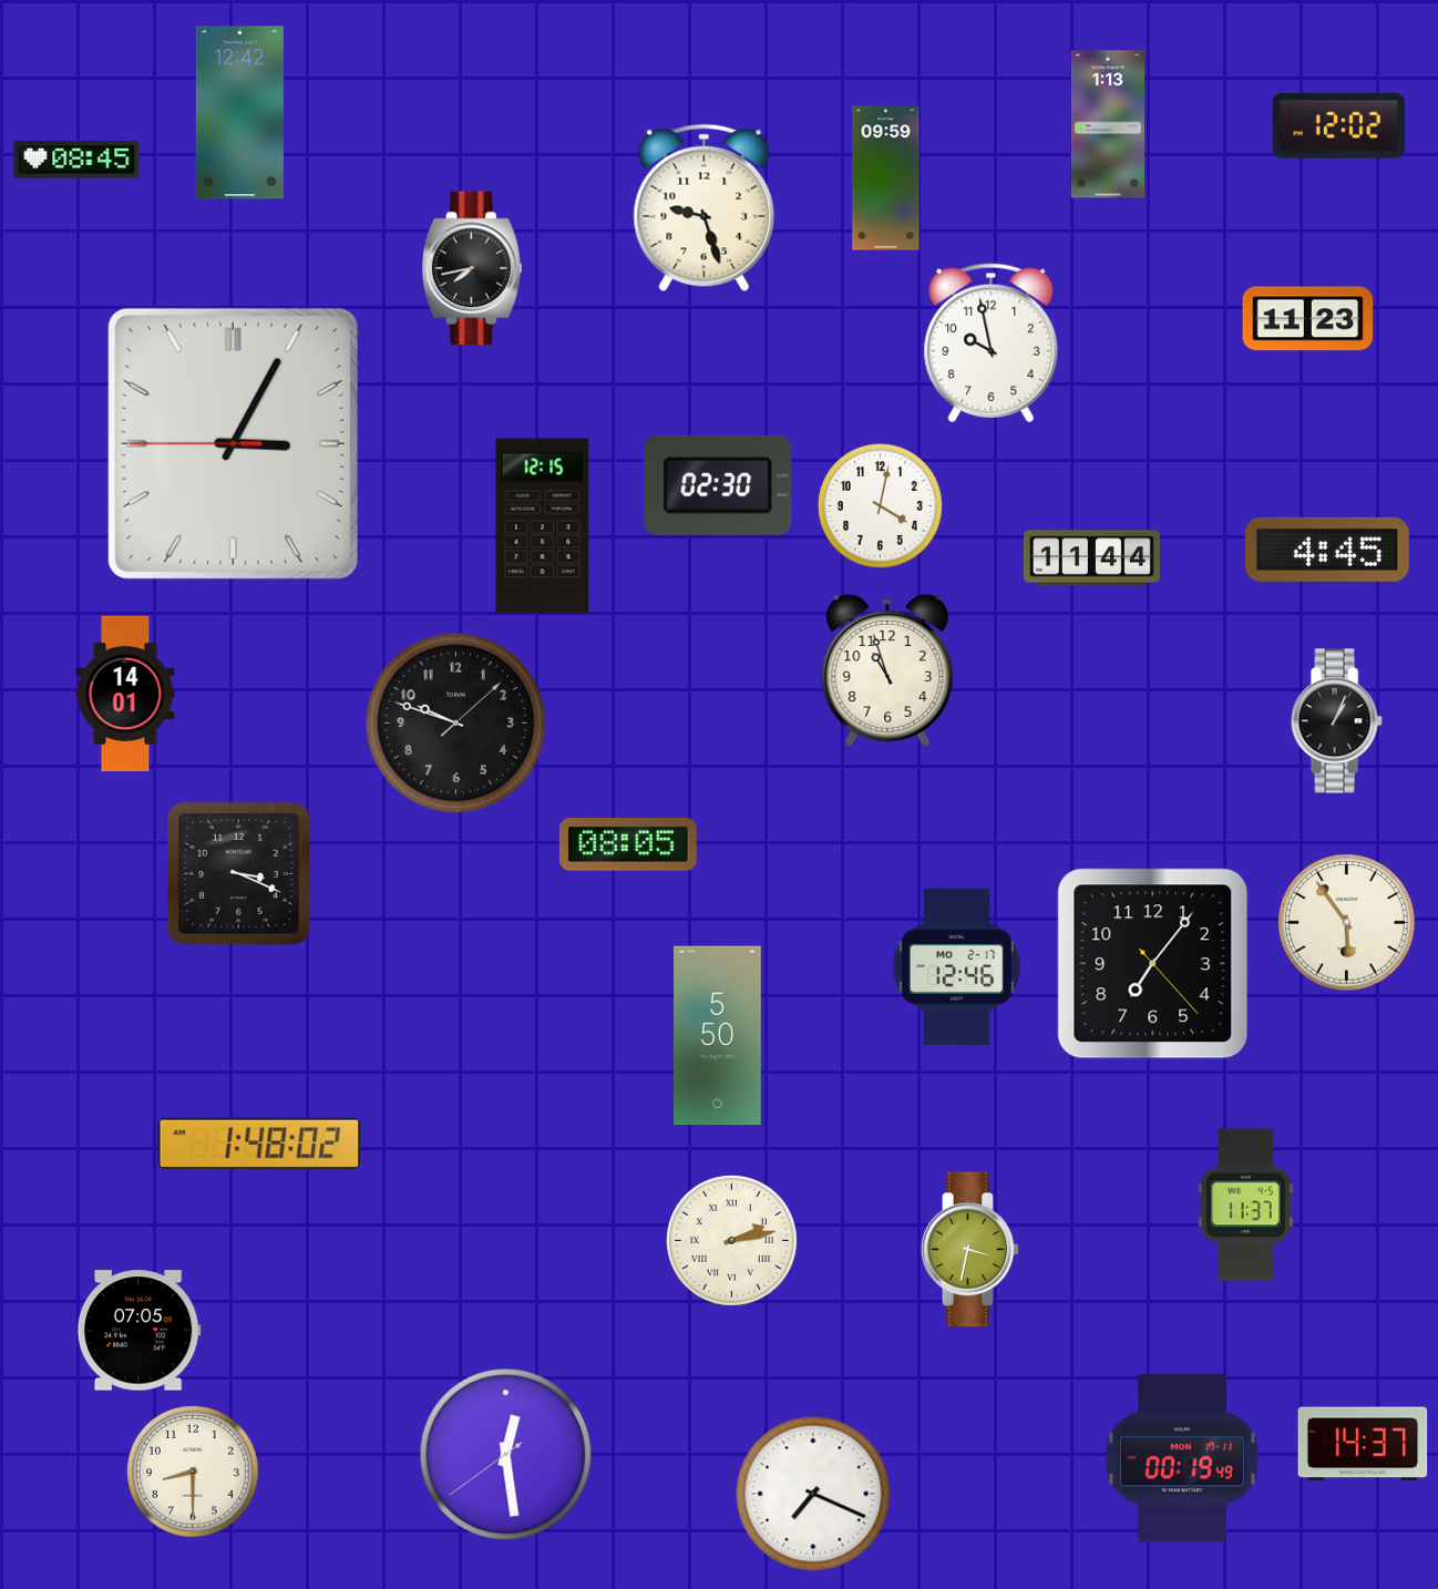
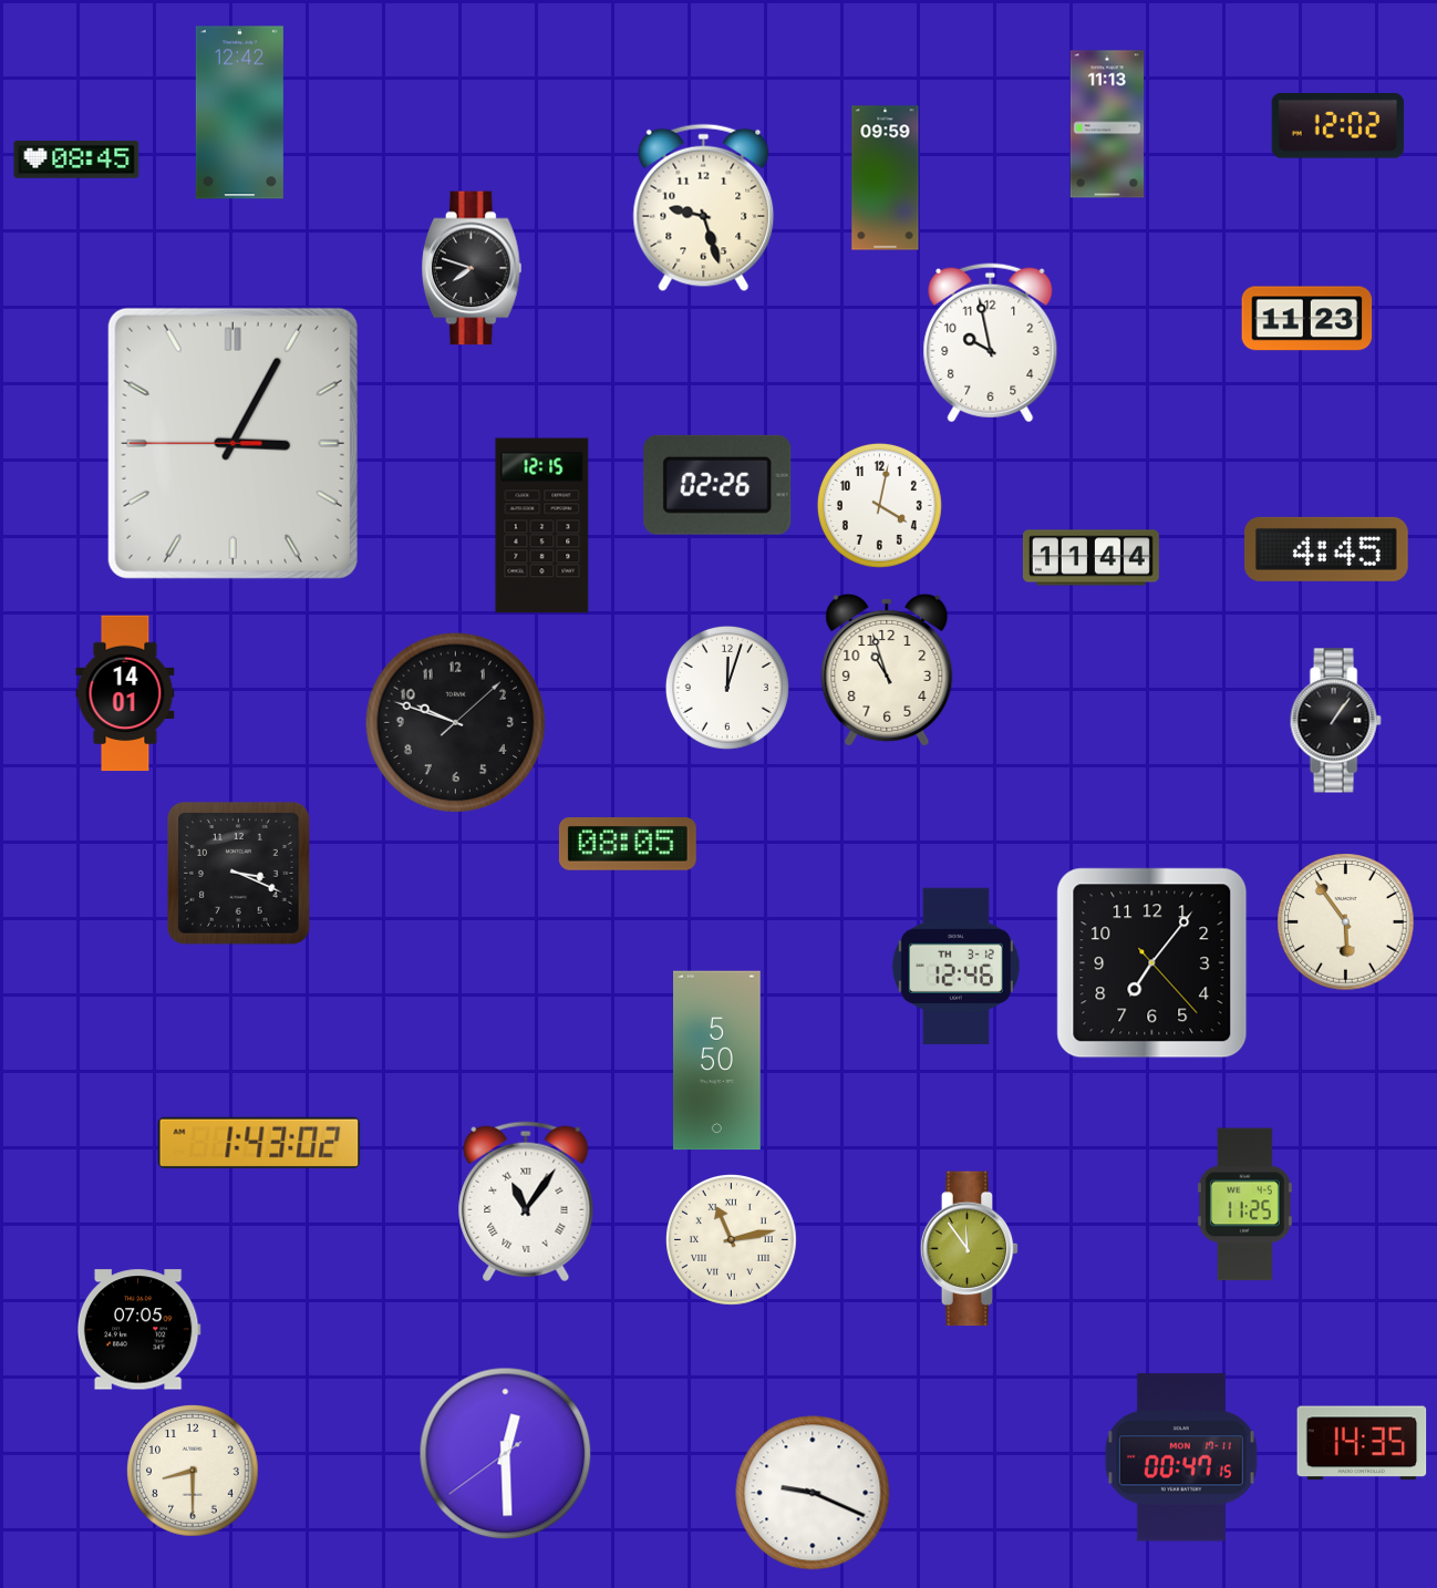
clock at (1108, 124): 1:13 -> 11:13
clock at (473, 268): 7:43 -> 7:48
clock at (718, 485): 02:30 -> 02:26
clock at (727, 688): none -> 12:03
clock at (1336, 721): 1:04 -> 1:06
clock at (956, 966) date: MO 2-17 -> TH 3-12
clock at (718, 1036) position: (718, 1036) -> (717, 1061)
clock at (259, 1142): 1:48 -> 1:43
clock at (526, 1202): none -> 11:06
clock at (1245, 1206): 11:37 -> 11:25
clock at (732, 1241): 2:13 -> 11:13
clock at (970, 1250): 3:32 -> 11:54
clock at (1363, 1444): 14:37 -> 14:35
clock at (506, 1455): 12:28 -> 12:29
clock at (1182, 1458): 00:19 -> 00:47
clock at (813, 1494): 7:19 -> 9:19
